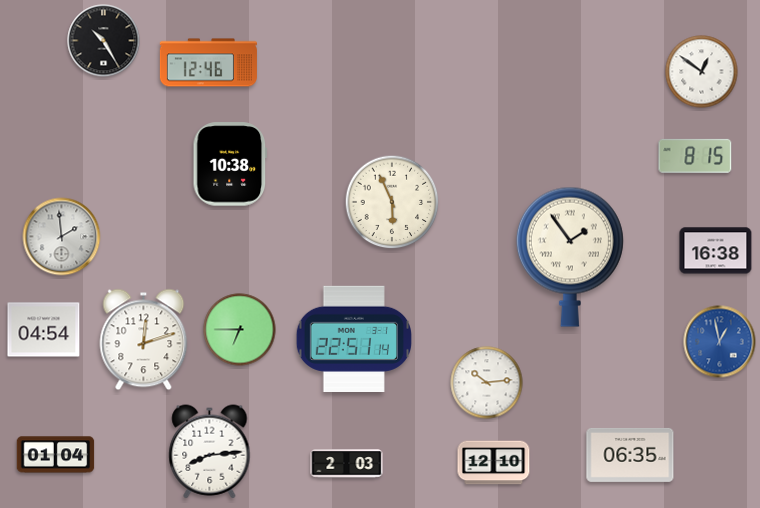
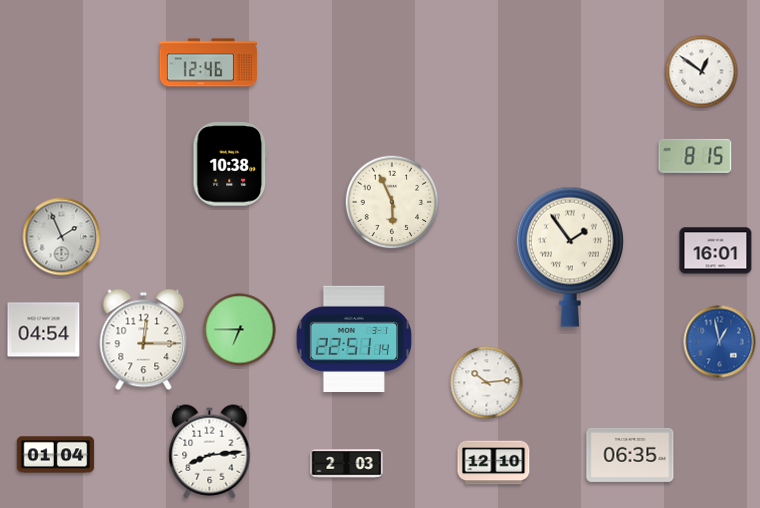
clock at (104, 41): 10:25 -> none
clock at (62, 237): 1:59 -> 1:56
clock at (716, 251): 16:38 -> 16:01
clock at (144, 340): 12:12 -> 12:15
